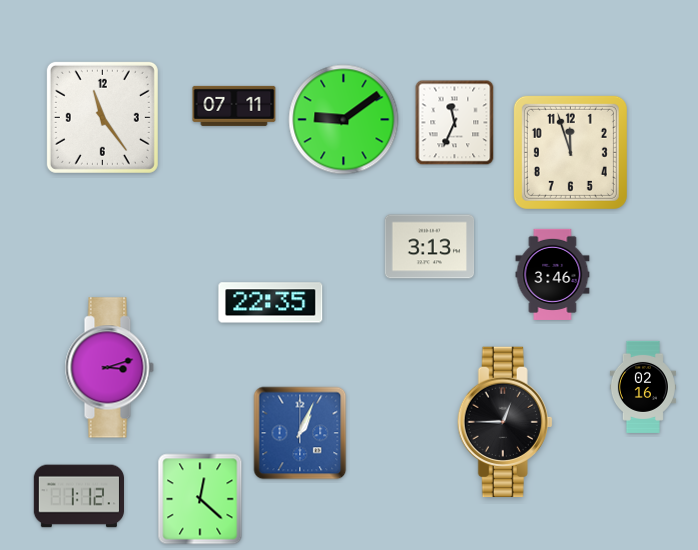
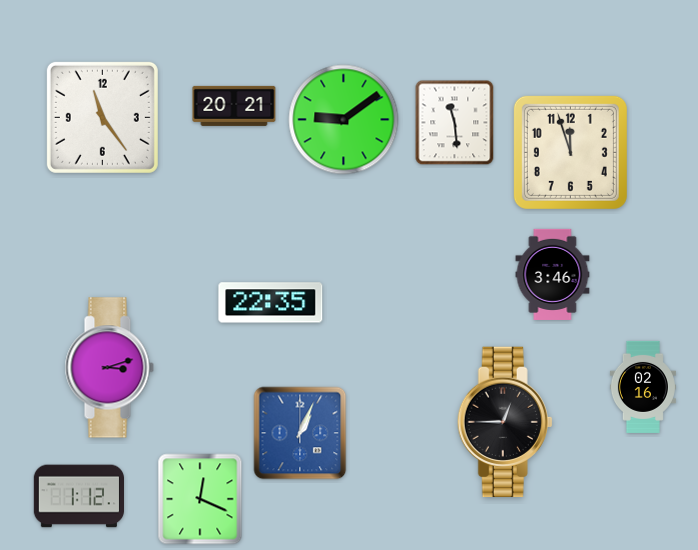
clock at (234, 106): 07:11 -> 20:21
clock at (455, 123): 11:34 -> 11:29
clock at (430, 247): 3:13 -> none
clock at (200, 499): 12:22 -> 12:19
